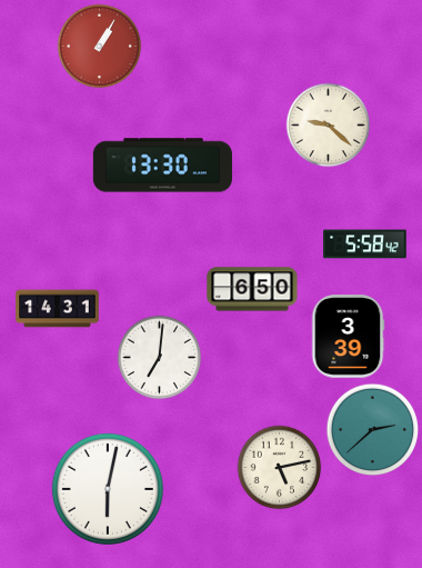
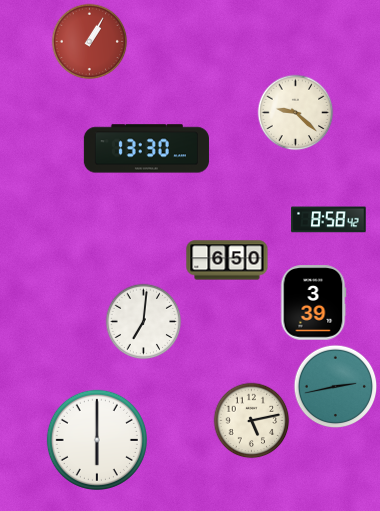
clock at (365, 245): 5:58 -> 8:58
clock at (58, 309): 14:31 -> none
clock at (373, 430): 2:38 -> 2:43
clock at (108, 489): 6:02 -> 6:00
